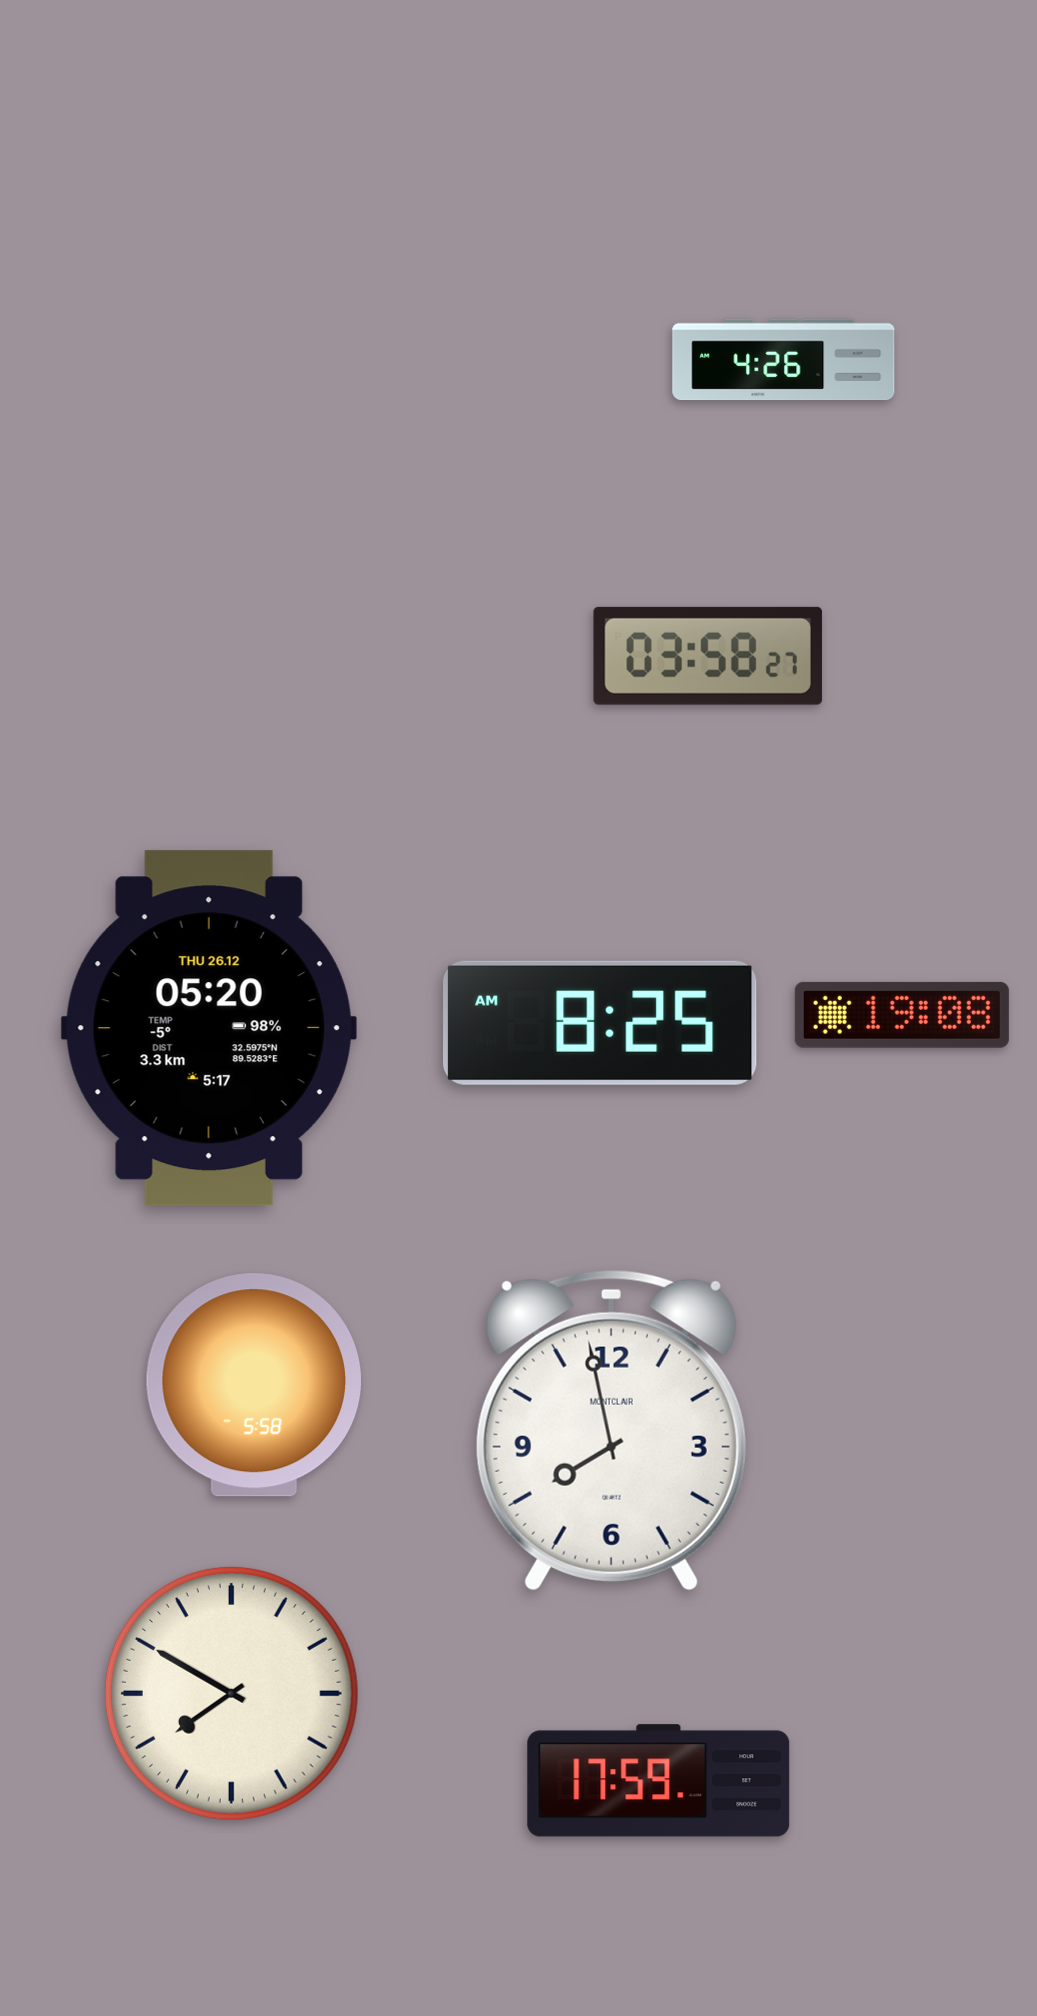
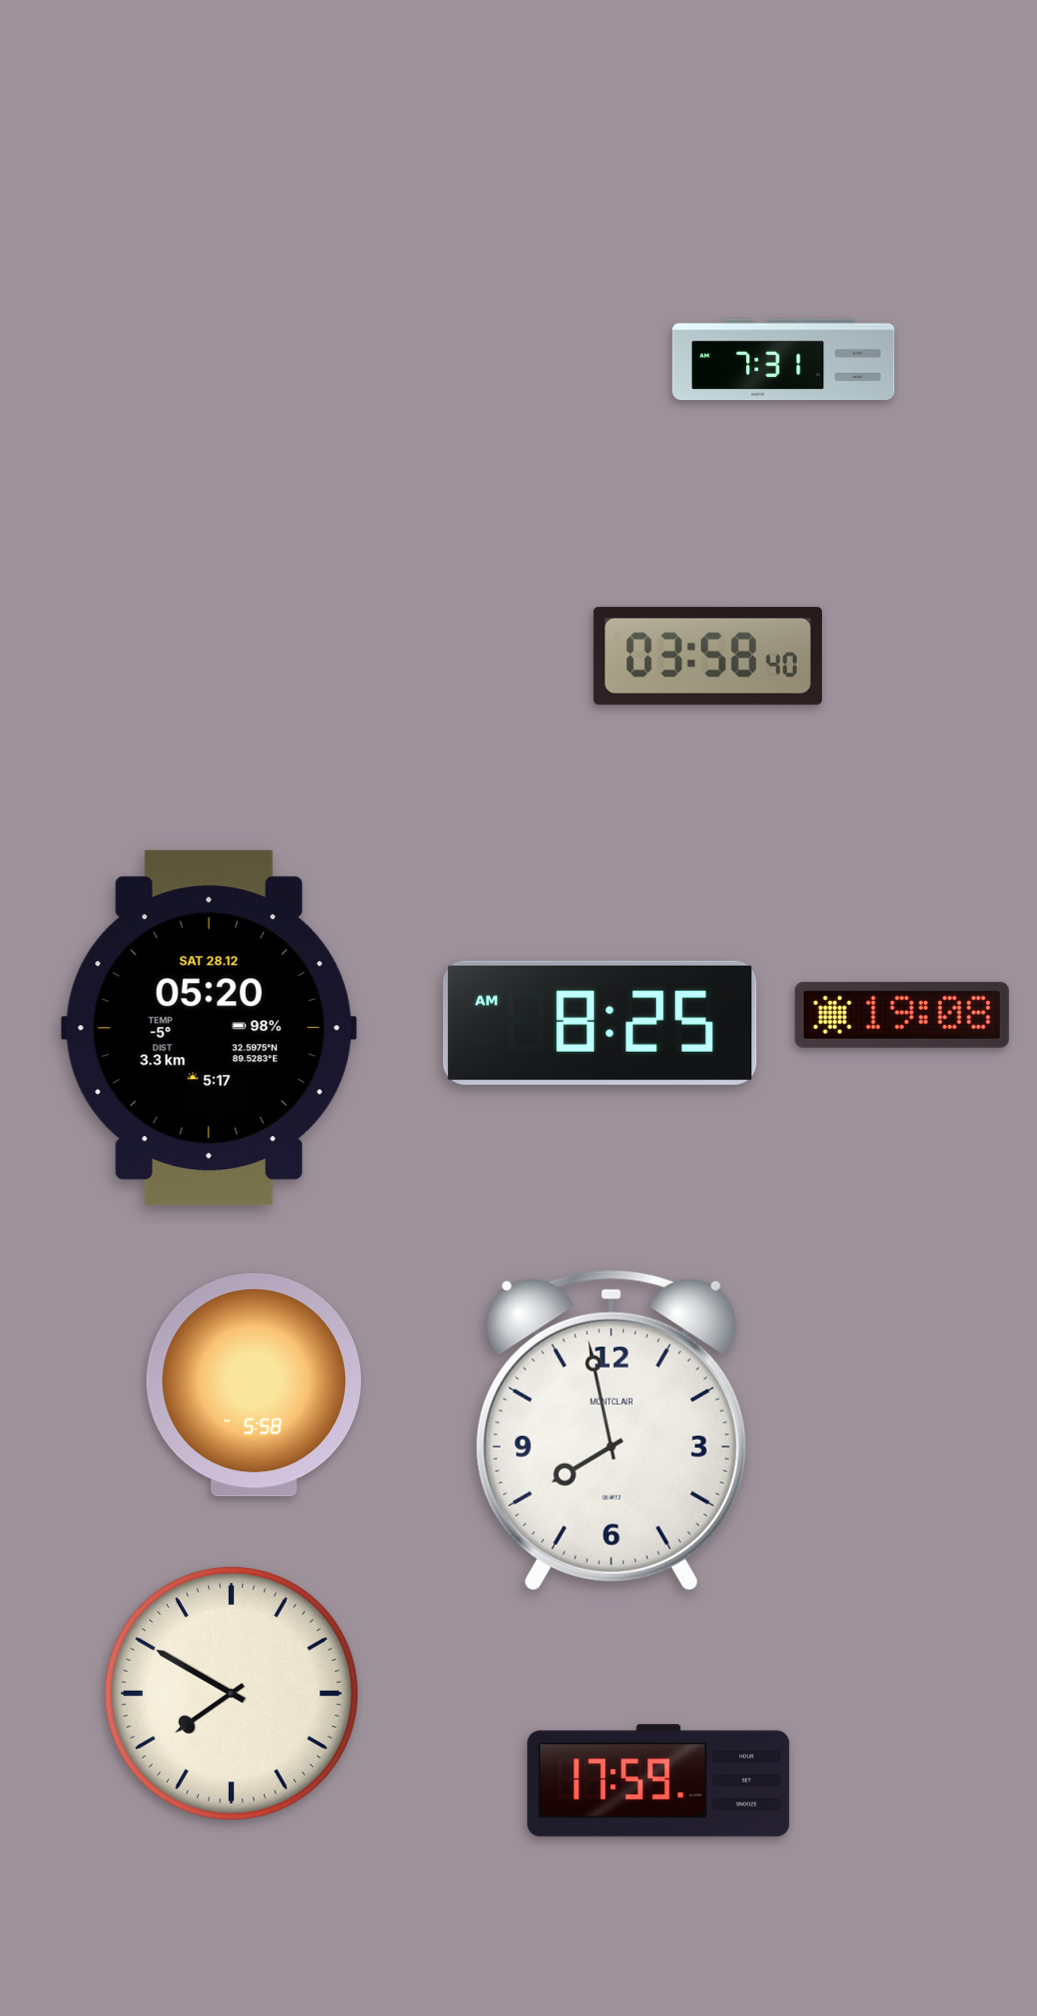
clock at (784, 360): 4:26 -> 7:31
clock at (708, 656): 03:58:27 -> 03:58:40
clock at (209, 1028) date: THU 26.12 -> SAT 28.12
